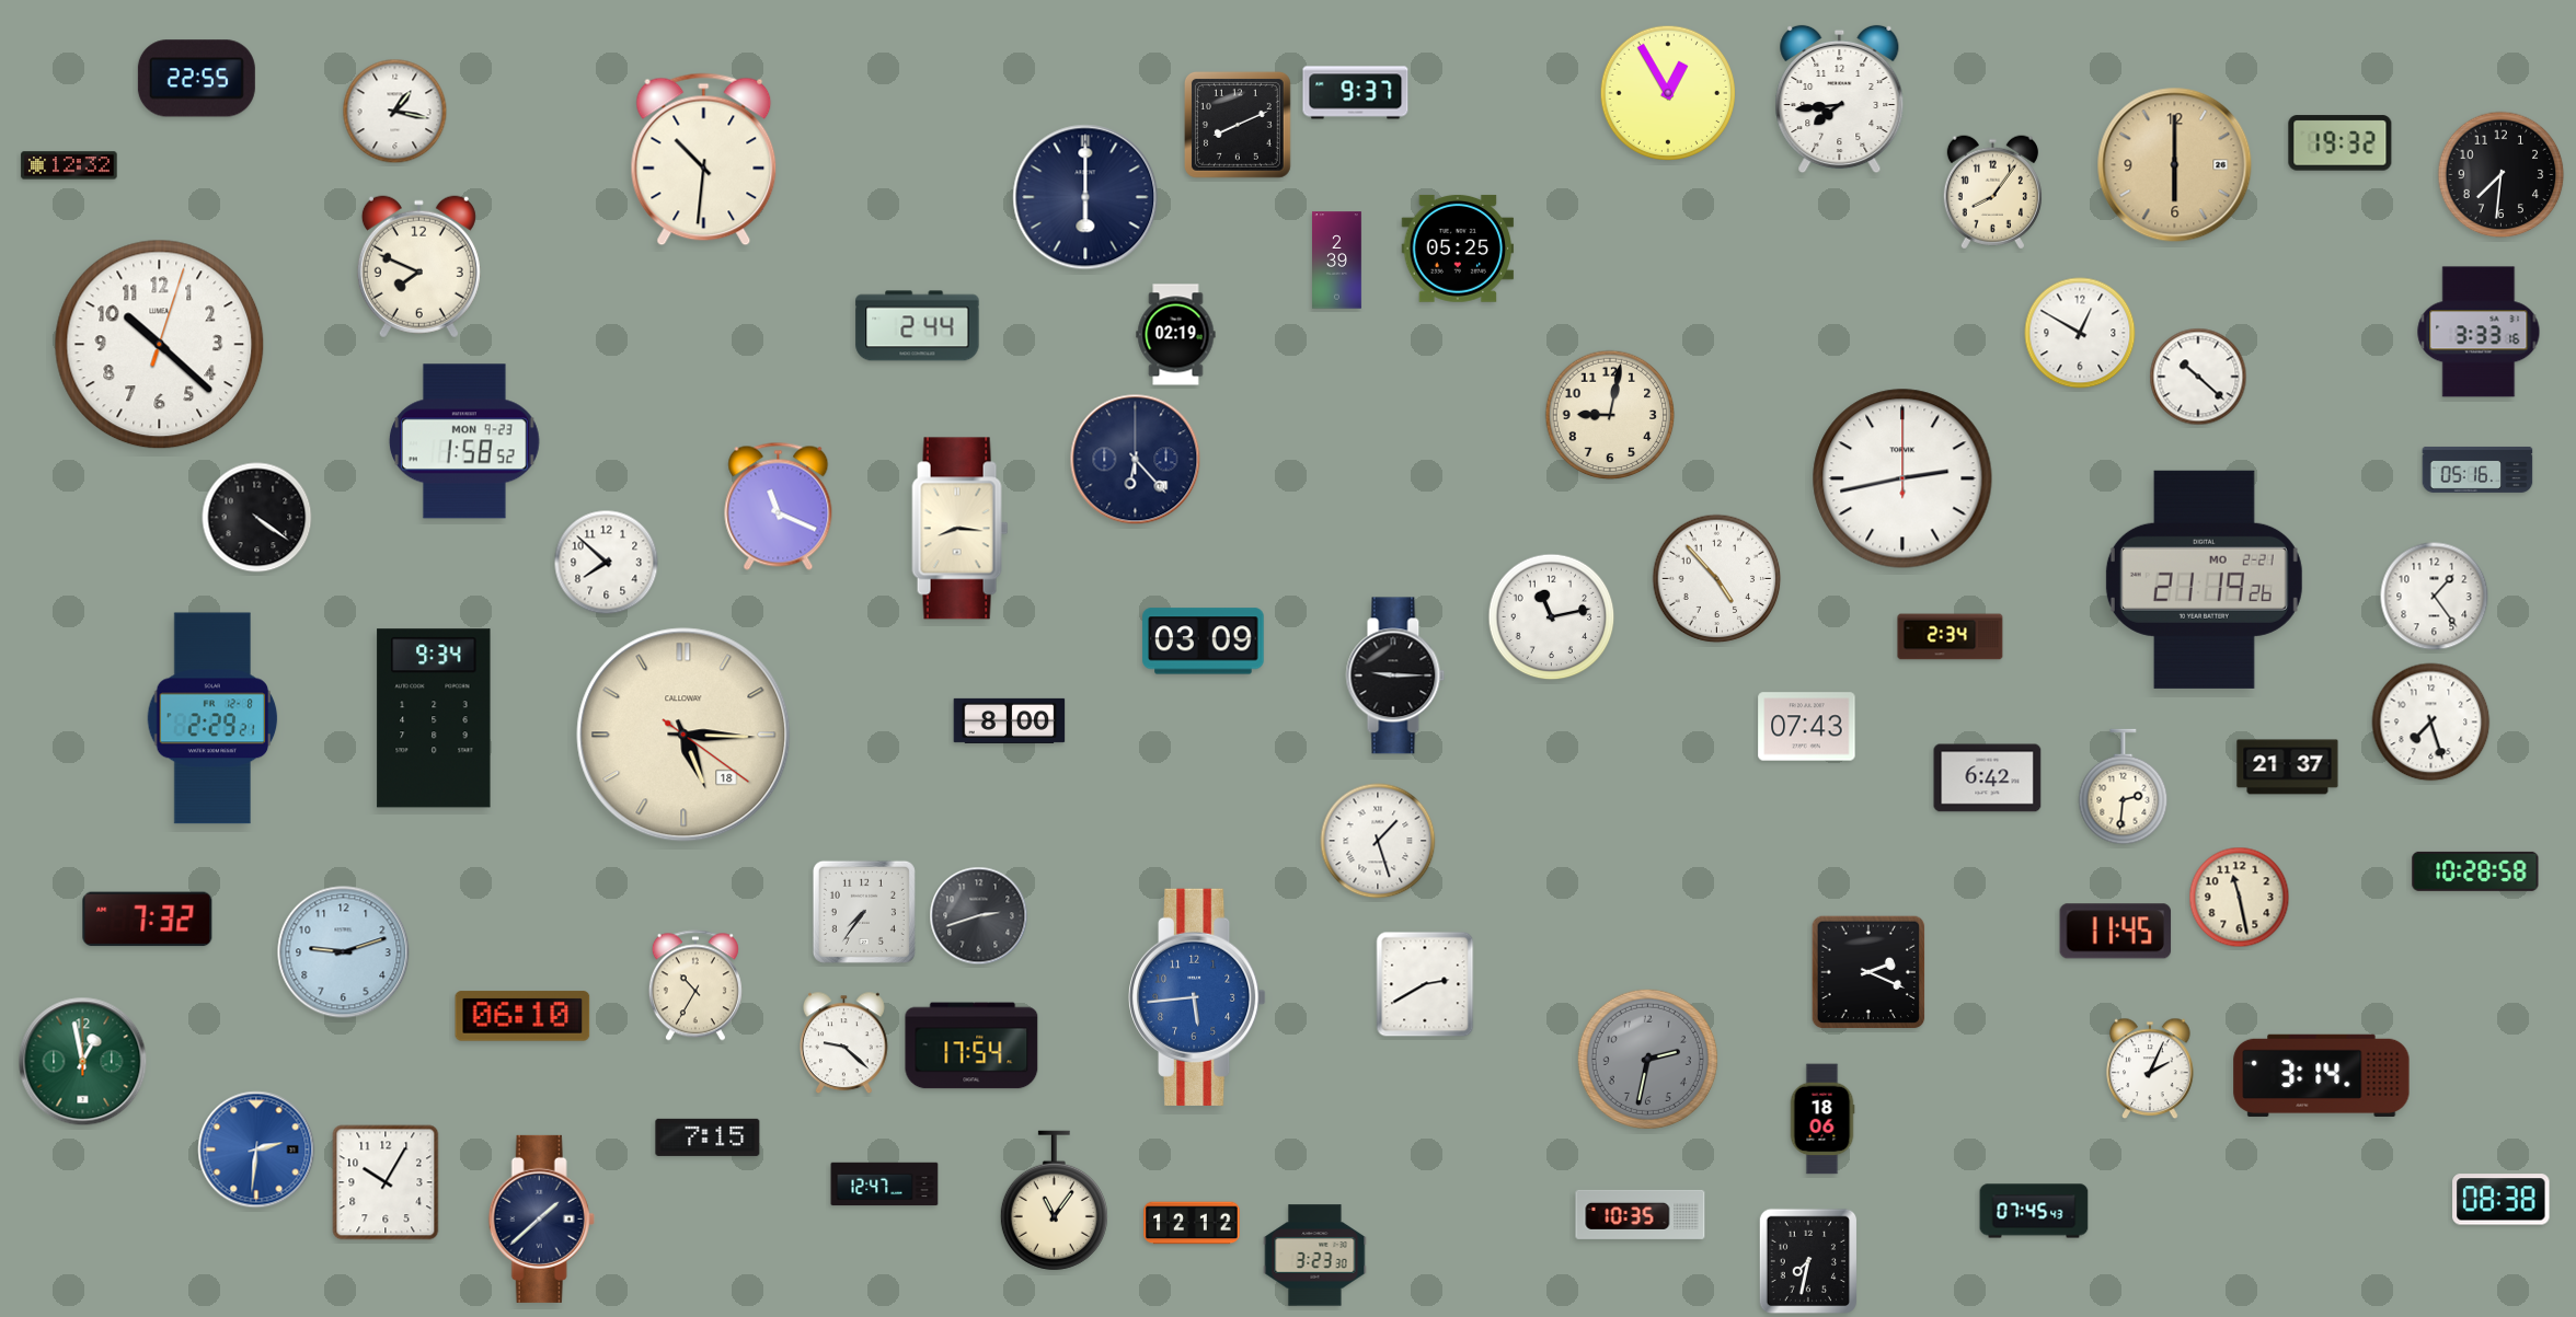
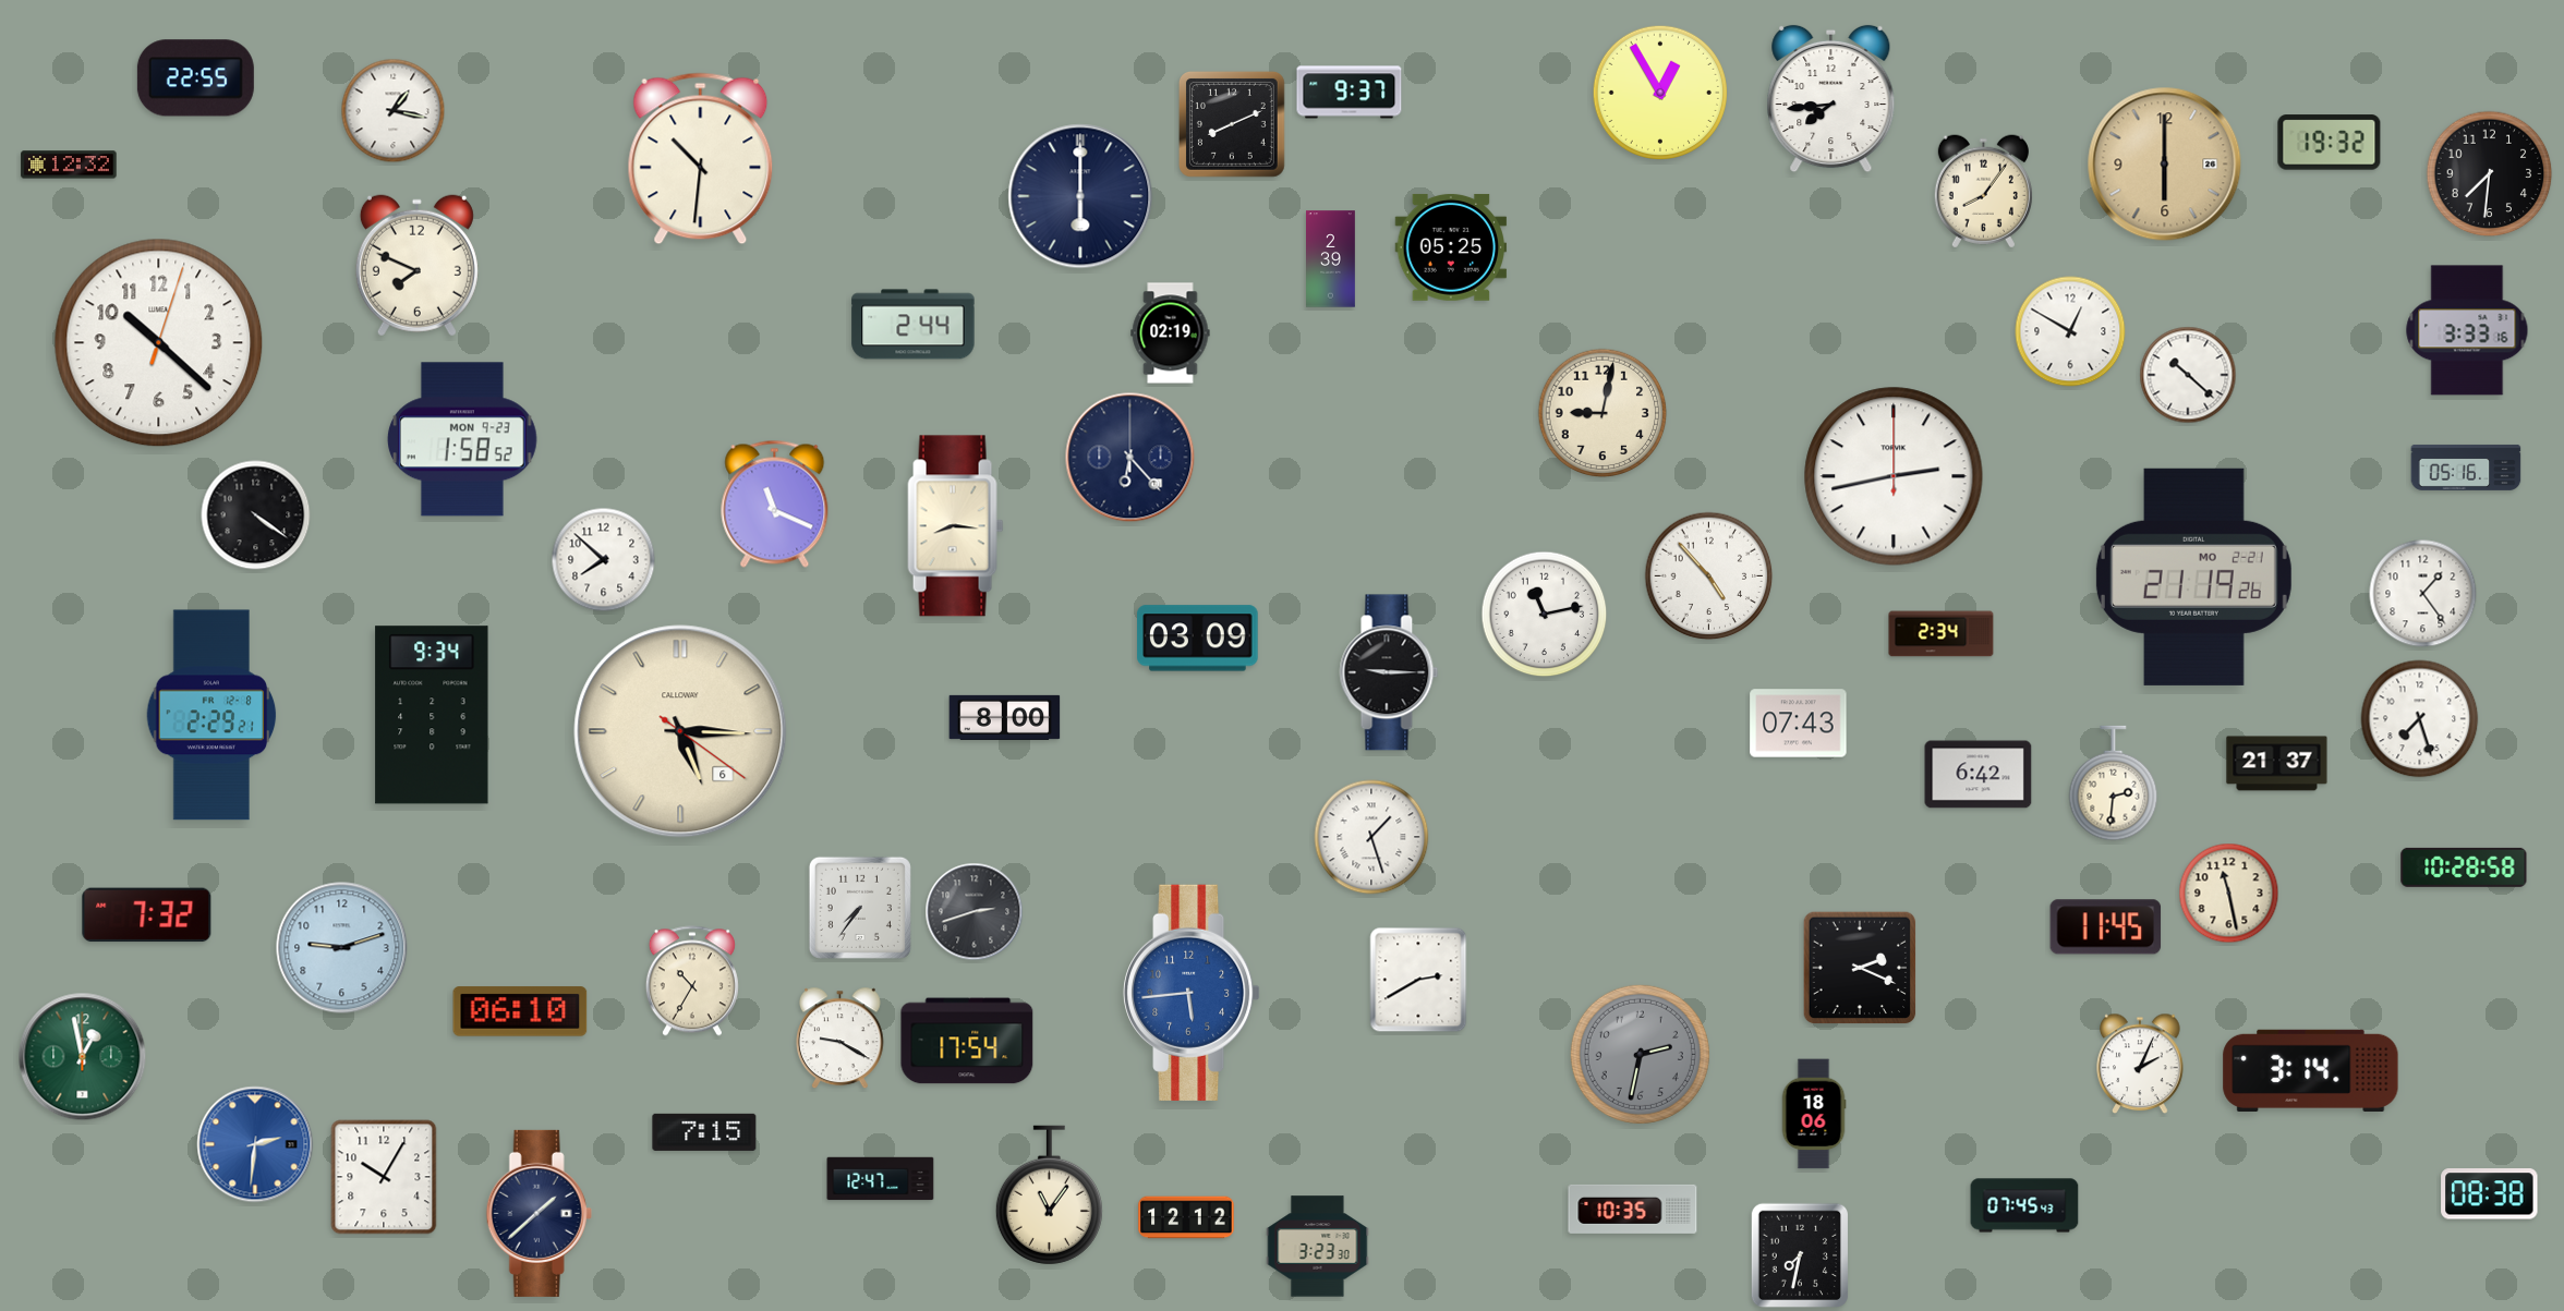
clock at (683, 735) date: 18 -> 6
clock at (843, 1043): 9:22 -> 9:20
clock at (1315, 1256) position: (1315, 1256) -> (1318, 1247)
